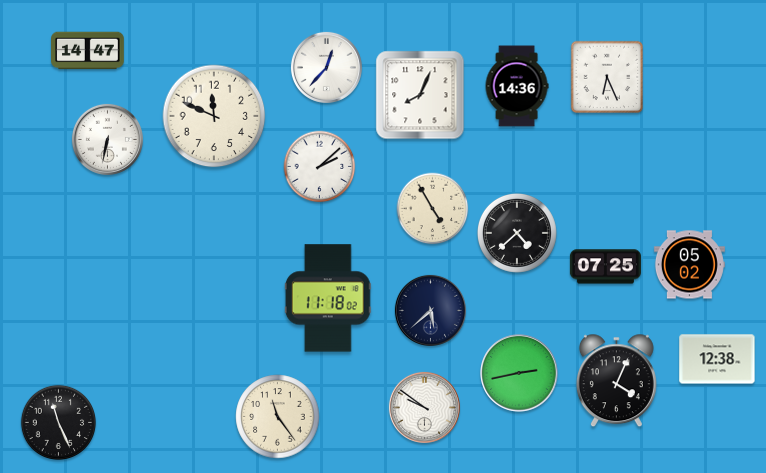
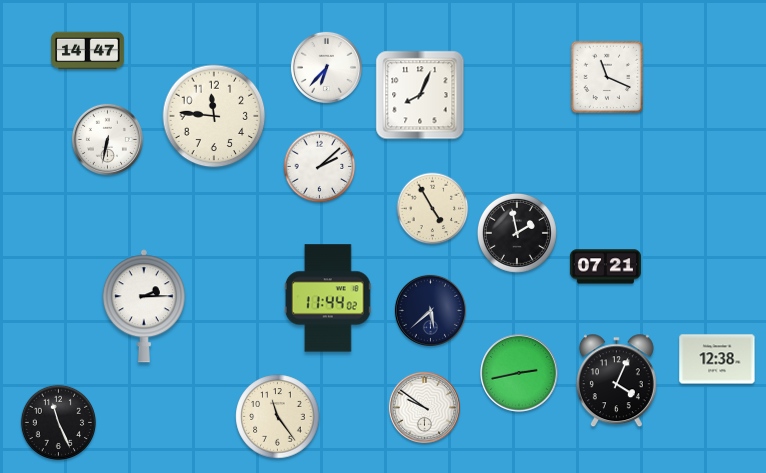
clock at (326, 67): 12:37 -> 6:37
clock at (607, 77): 6:26 -> 11:19
clock at (517, 86): 14:36 -> none
clock at (214, 116): 11:49 -> 11:46
clock at (517, 233): 4:38 -> 1:58
clock at (689, 265): 05:02 -> none
clock at (605, 267): 07:25 -> 07:21
clock at (328, 298): 11:18 -> 11:44
clock at (144, 306): none -> 2:15
